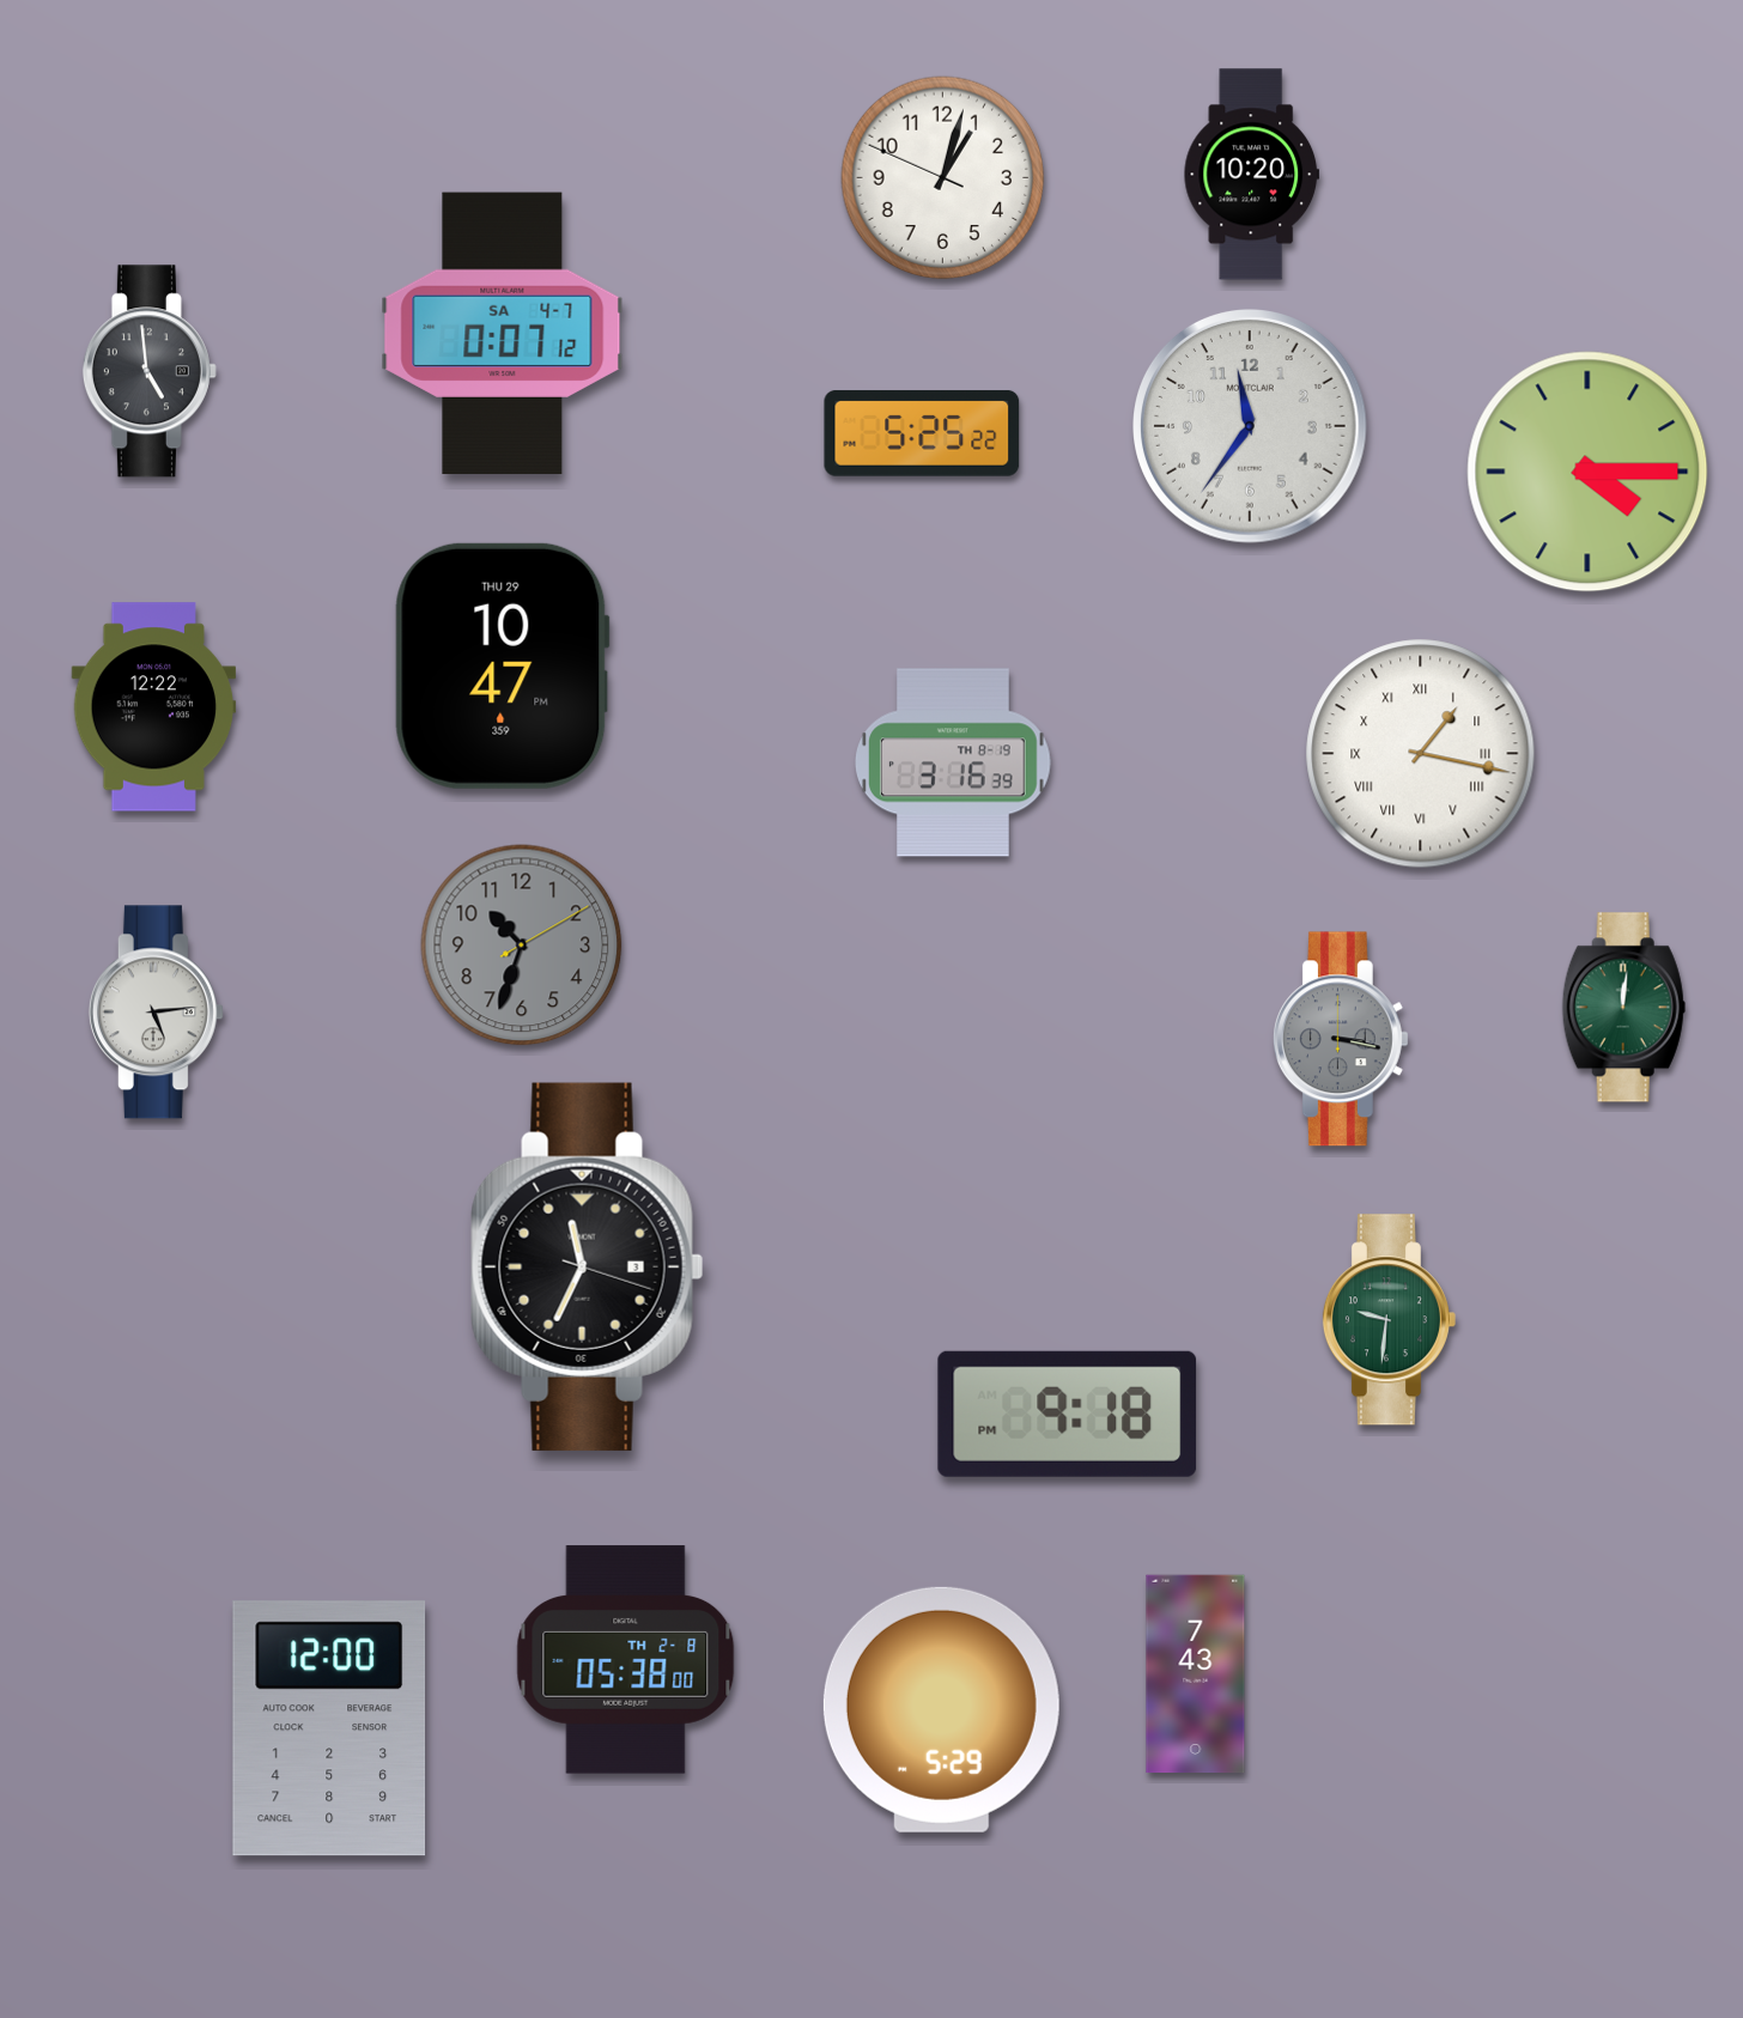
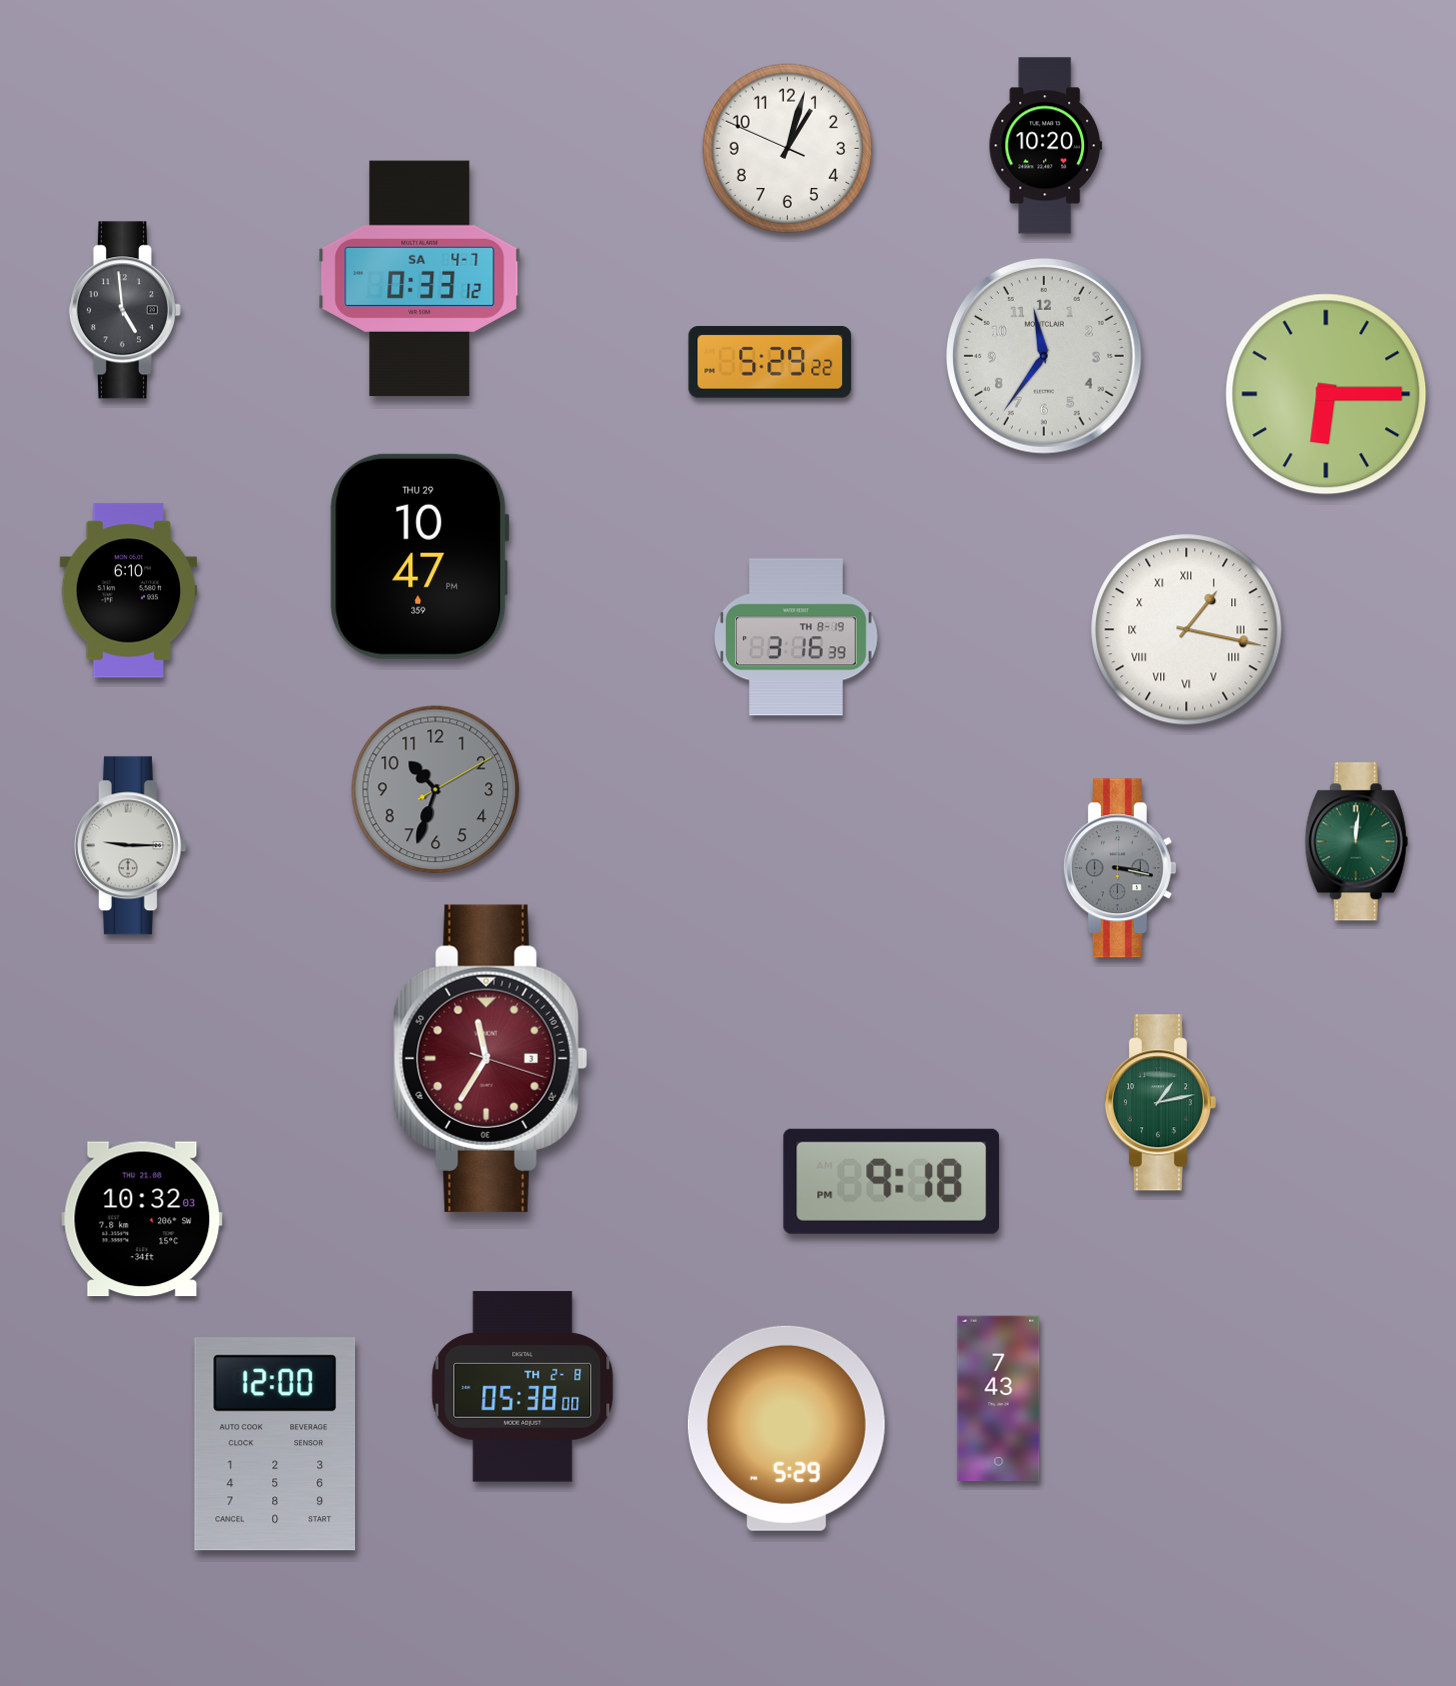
clock at (503, 334): 0:07 -> 0:33
clock at (922, 433): 5:25 -> 5:29
clock at (1587, 472): 4:15 -> 6:15
clock at (154, 707): 12:22 -> 6:10
clock at (156, 1013): 5:14 -> 9:15
clock at (588, 1266): 11:34 -> 11:35
clock at (588, 1266) dial: black -> burgundy
clock at (1389, 1320): 9:31 -> 1:13
clock at (142, 1219): none -> 10:32
